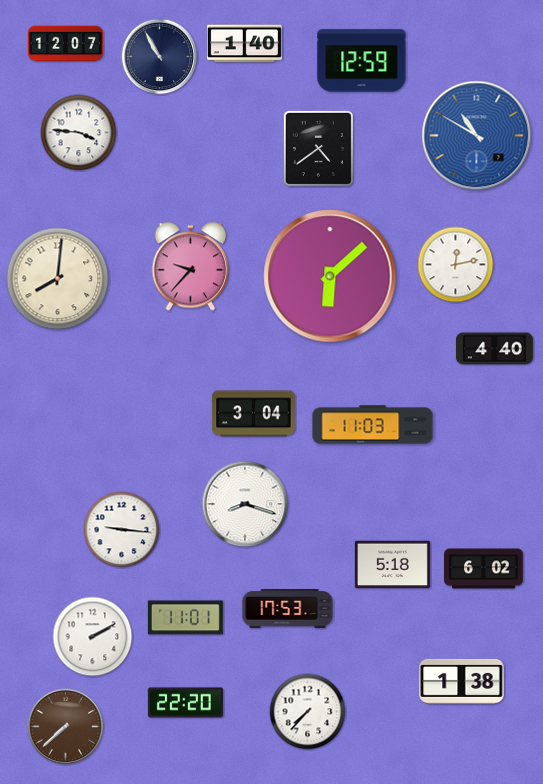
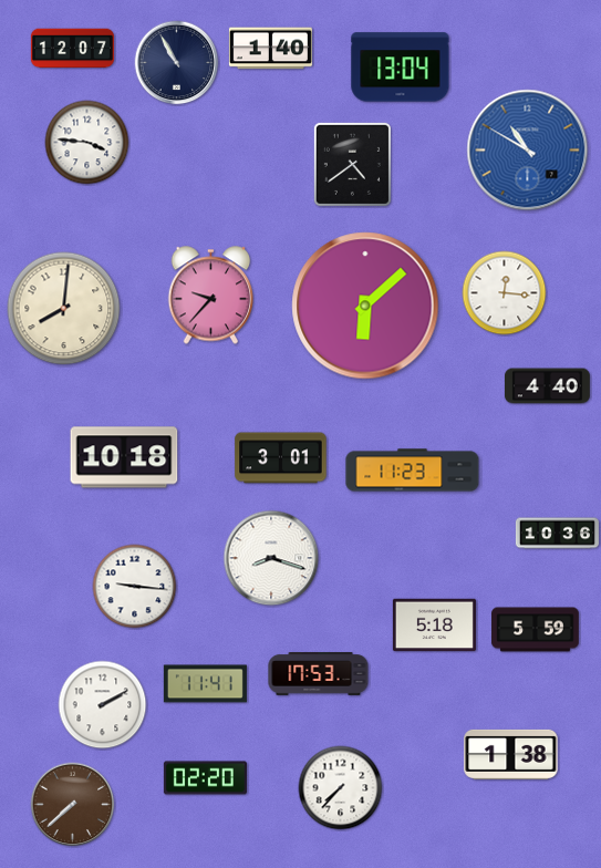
clock at (362, 61): 12:59 -> 13:04
clock at (79, 133) position: (79, 133) -> (87, 143)
clock at (456, 265): 12:13 -> 12:16
clock at (124, 457): none -> 10:18
clock at (254, 414): 3:04 -> 3:01
clock at (373, 425): 11:03 -> 11:23
clock at (557, 534): none -> 10:36
clock at (484, 569): 6:02 -> 5:59
clock at (185, 618): 11:01 -> 11:41
clock at (185, 703): 22:20 -> 02:20
